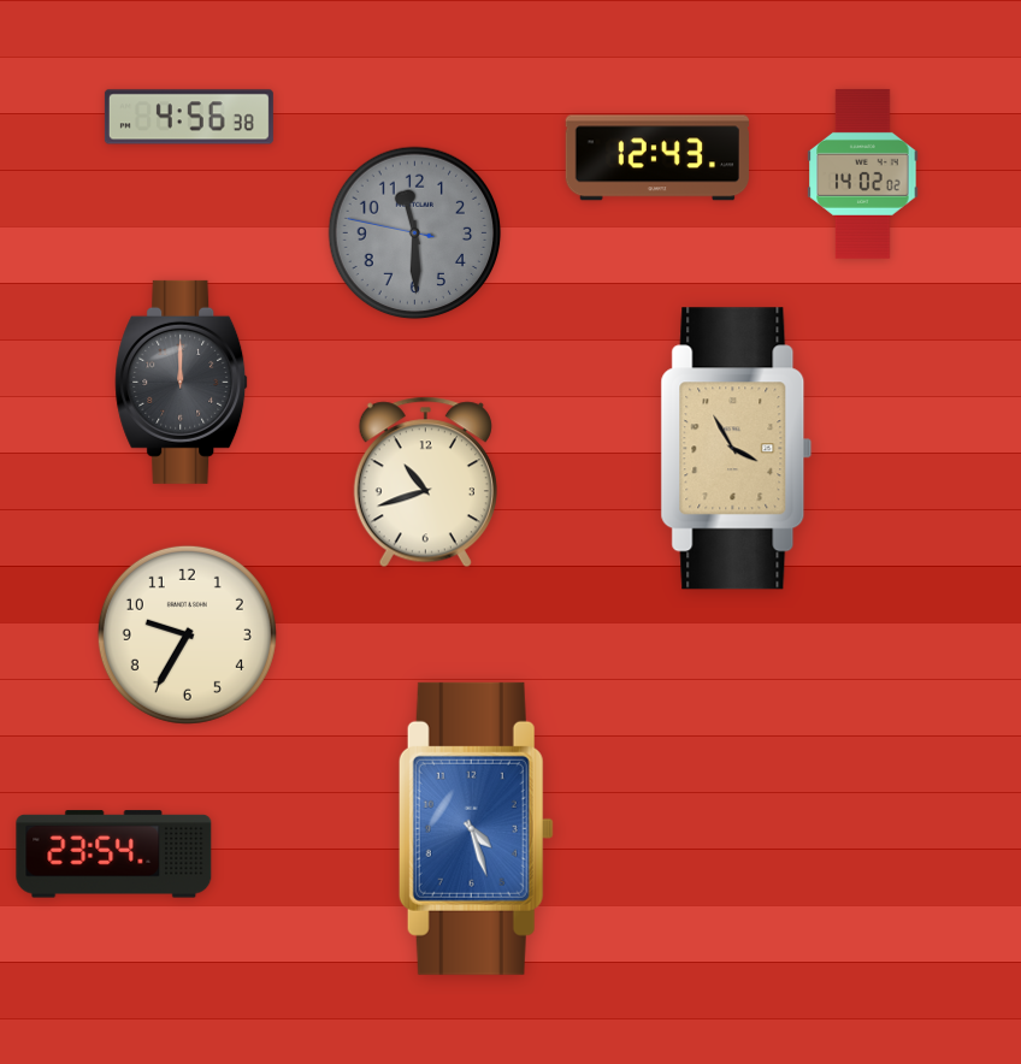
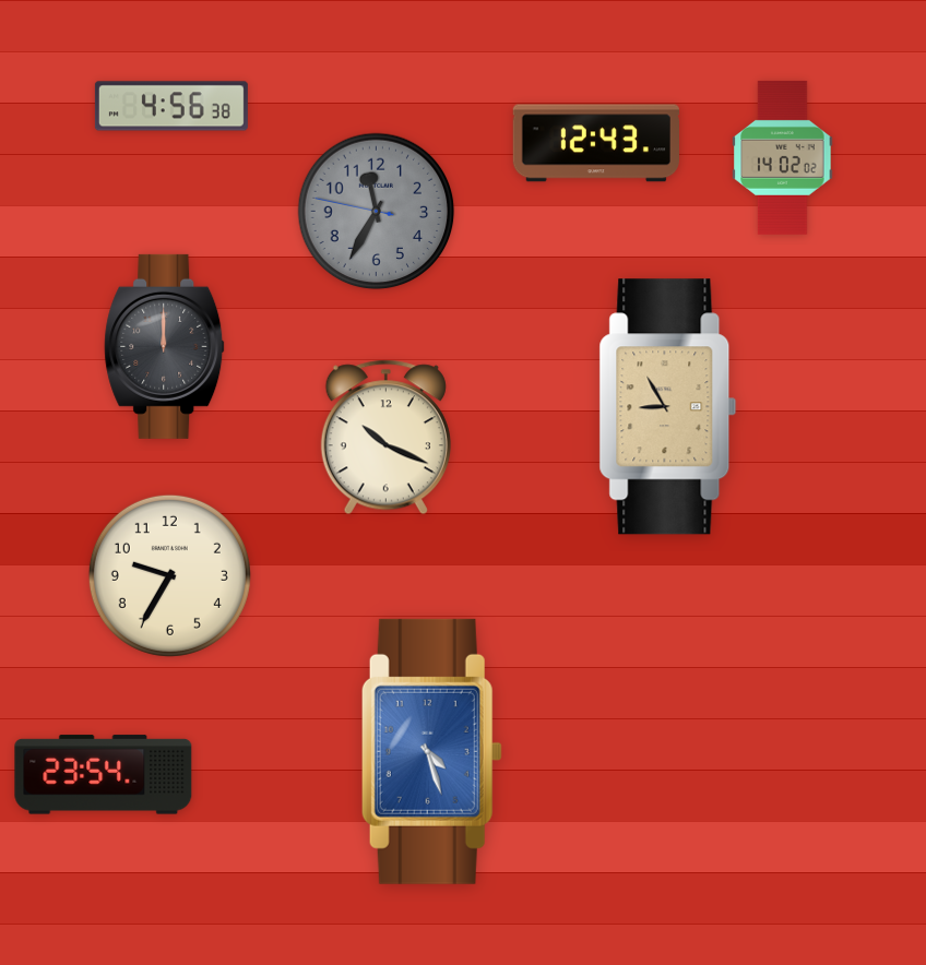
clock at (415, 234): 11:29 -> 11:34
clock at (737, 449): 3:55 -> 8:55
clock at (425, 483): 10:42 -> 10:19
